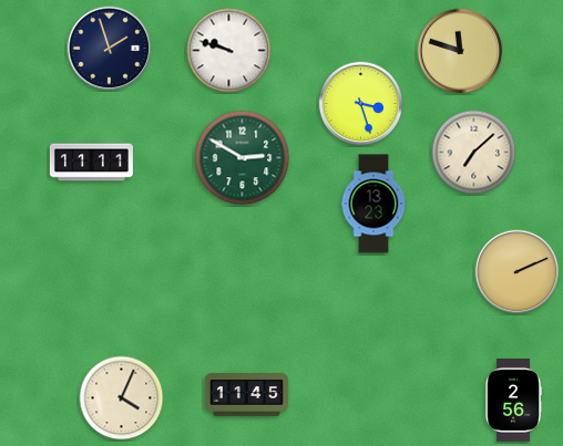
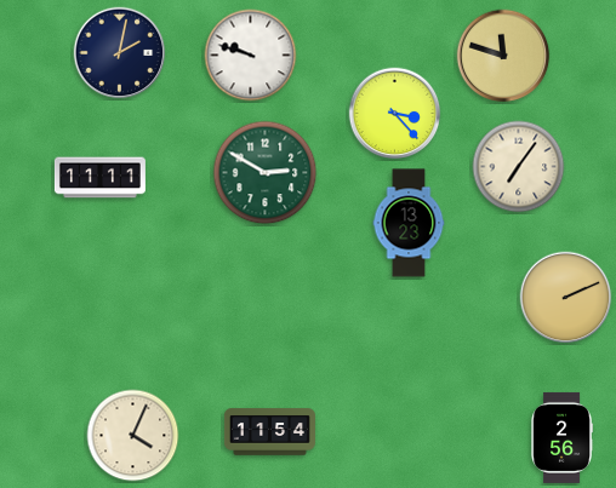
clock at (110, 49): 1:57 -> 2:02
clock at (361, 104): 3:27 -> 3:23
clock at (474, 153): 7:08 -> 7:06
clock at (246, 395): 11:45 -> 11:54
